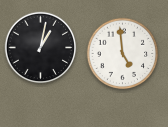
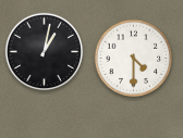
clock at (123, 54): 4:59 -> 4:30
